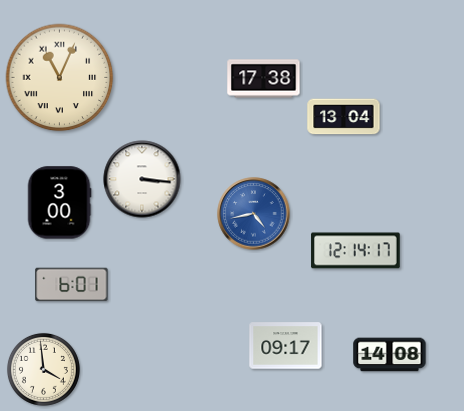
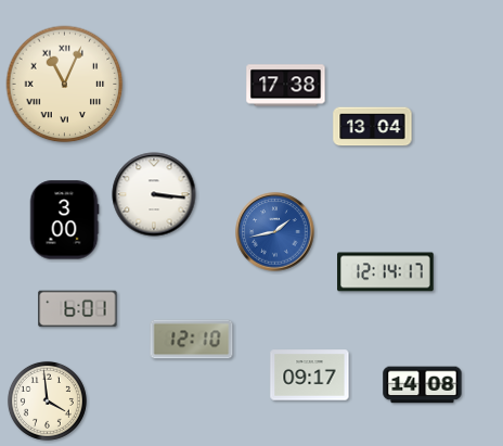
clock at (254, 214): 4:43 -> 1:43
clock at (192, 340): none -> 12:10
